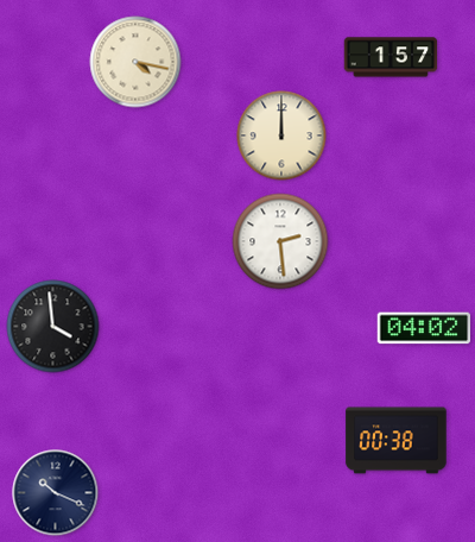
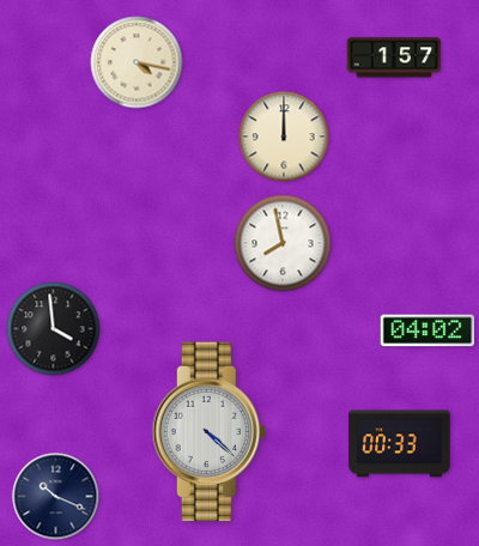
clock at (280, 241): 2:29 -> 7:58
clock at (208, 432): none -> 4:22
clock at (397, 441): 00:38 -> 00:33
